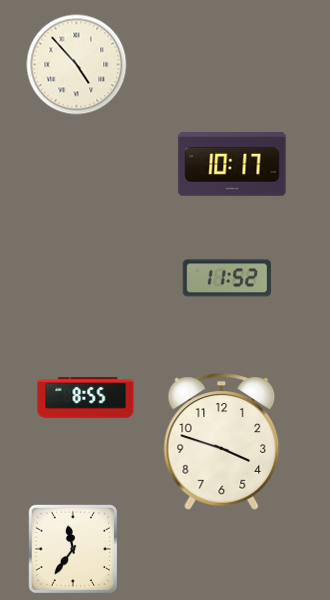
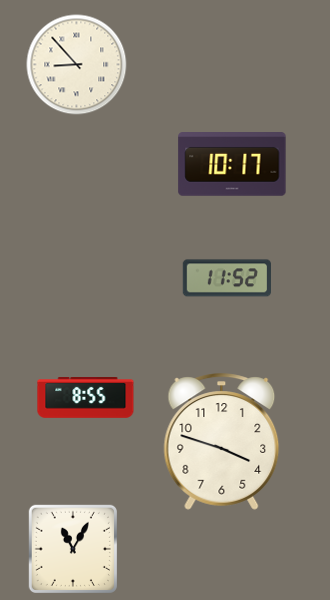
clock at (77, 65): 4:53 -> 8:53
clock at (72, 548): 11:36 -> 11:05
